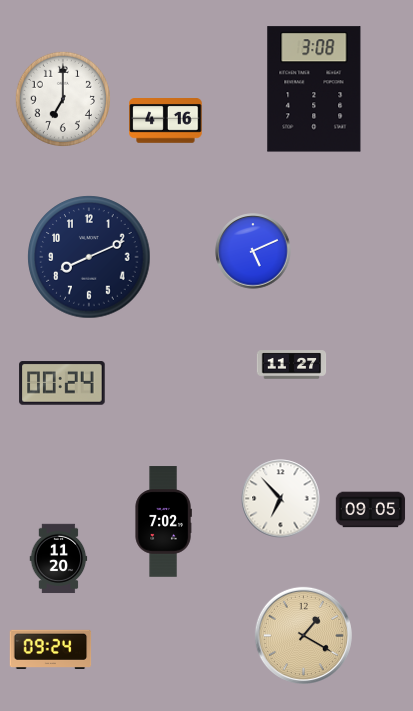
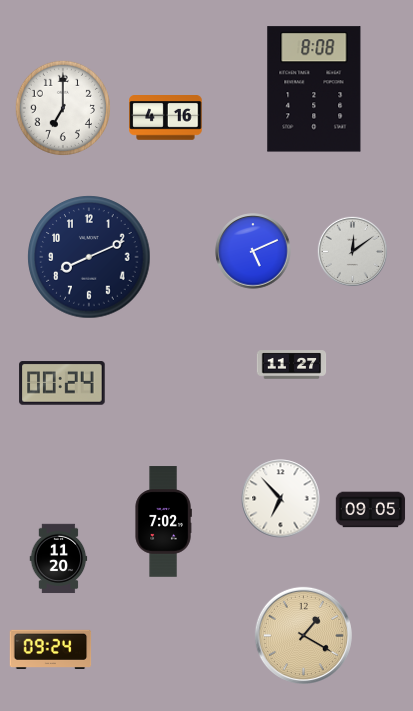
clock at (314, 89): 3:08 -> 8:08
clock at (62, 98) position: (62, 98) -> (62, 107)
clock at (166, 121) position: (166, 121) -> (166, 118)
clock at (352, 251): none -> 12:09
